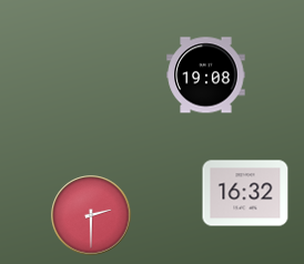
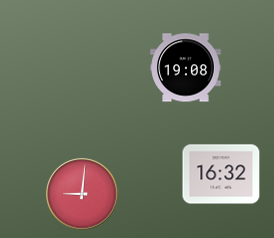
clock at (91, 215): 2:30 -> 9:01
